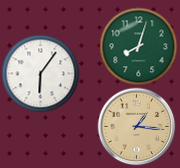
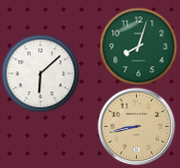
clock at (40, 73): 6:06 -> 6:08
clock at (136, 126): 1:16 -> 8:43
